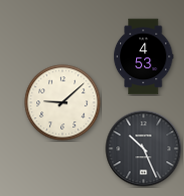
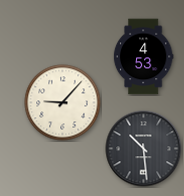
clock at (63, 103): 9:08 -> 9:07
clock at (144, 149): 10:26 -> 10:29
